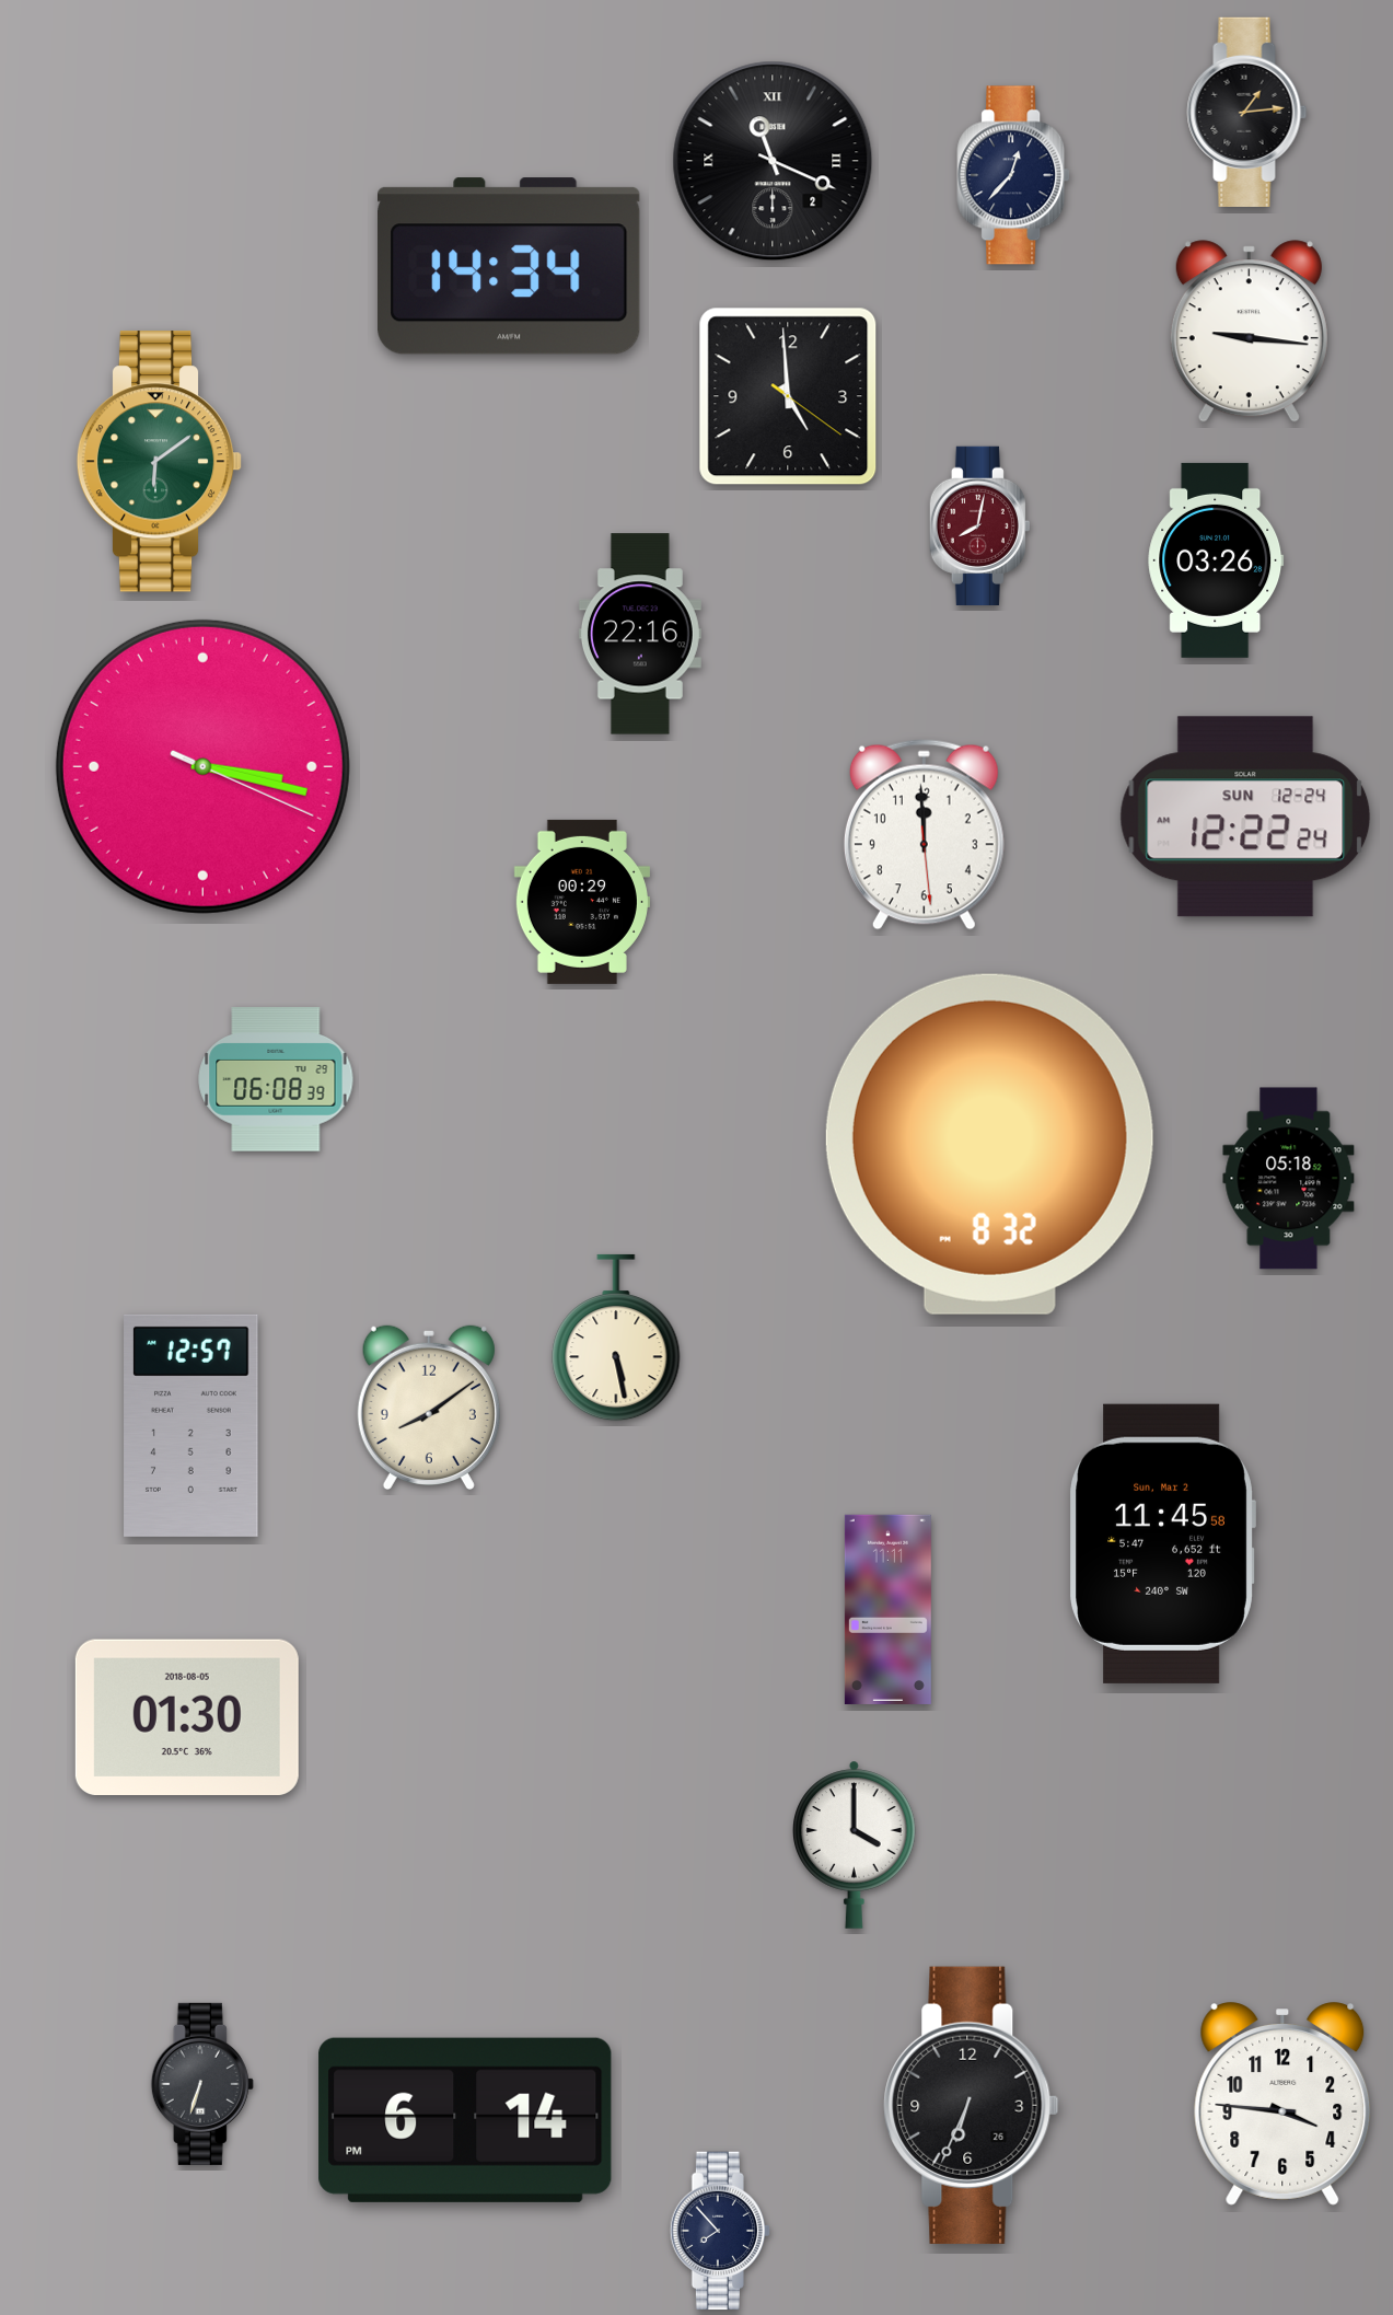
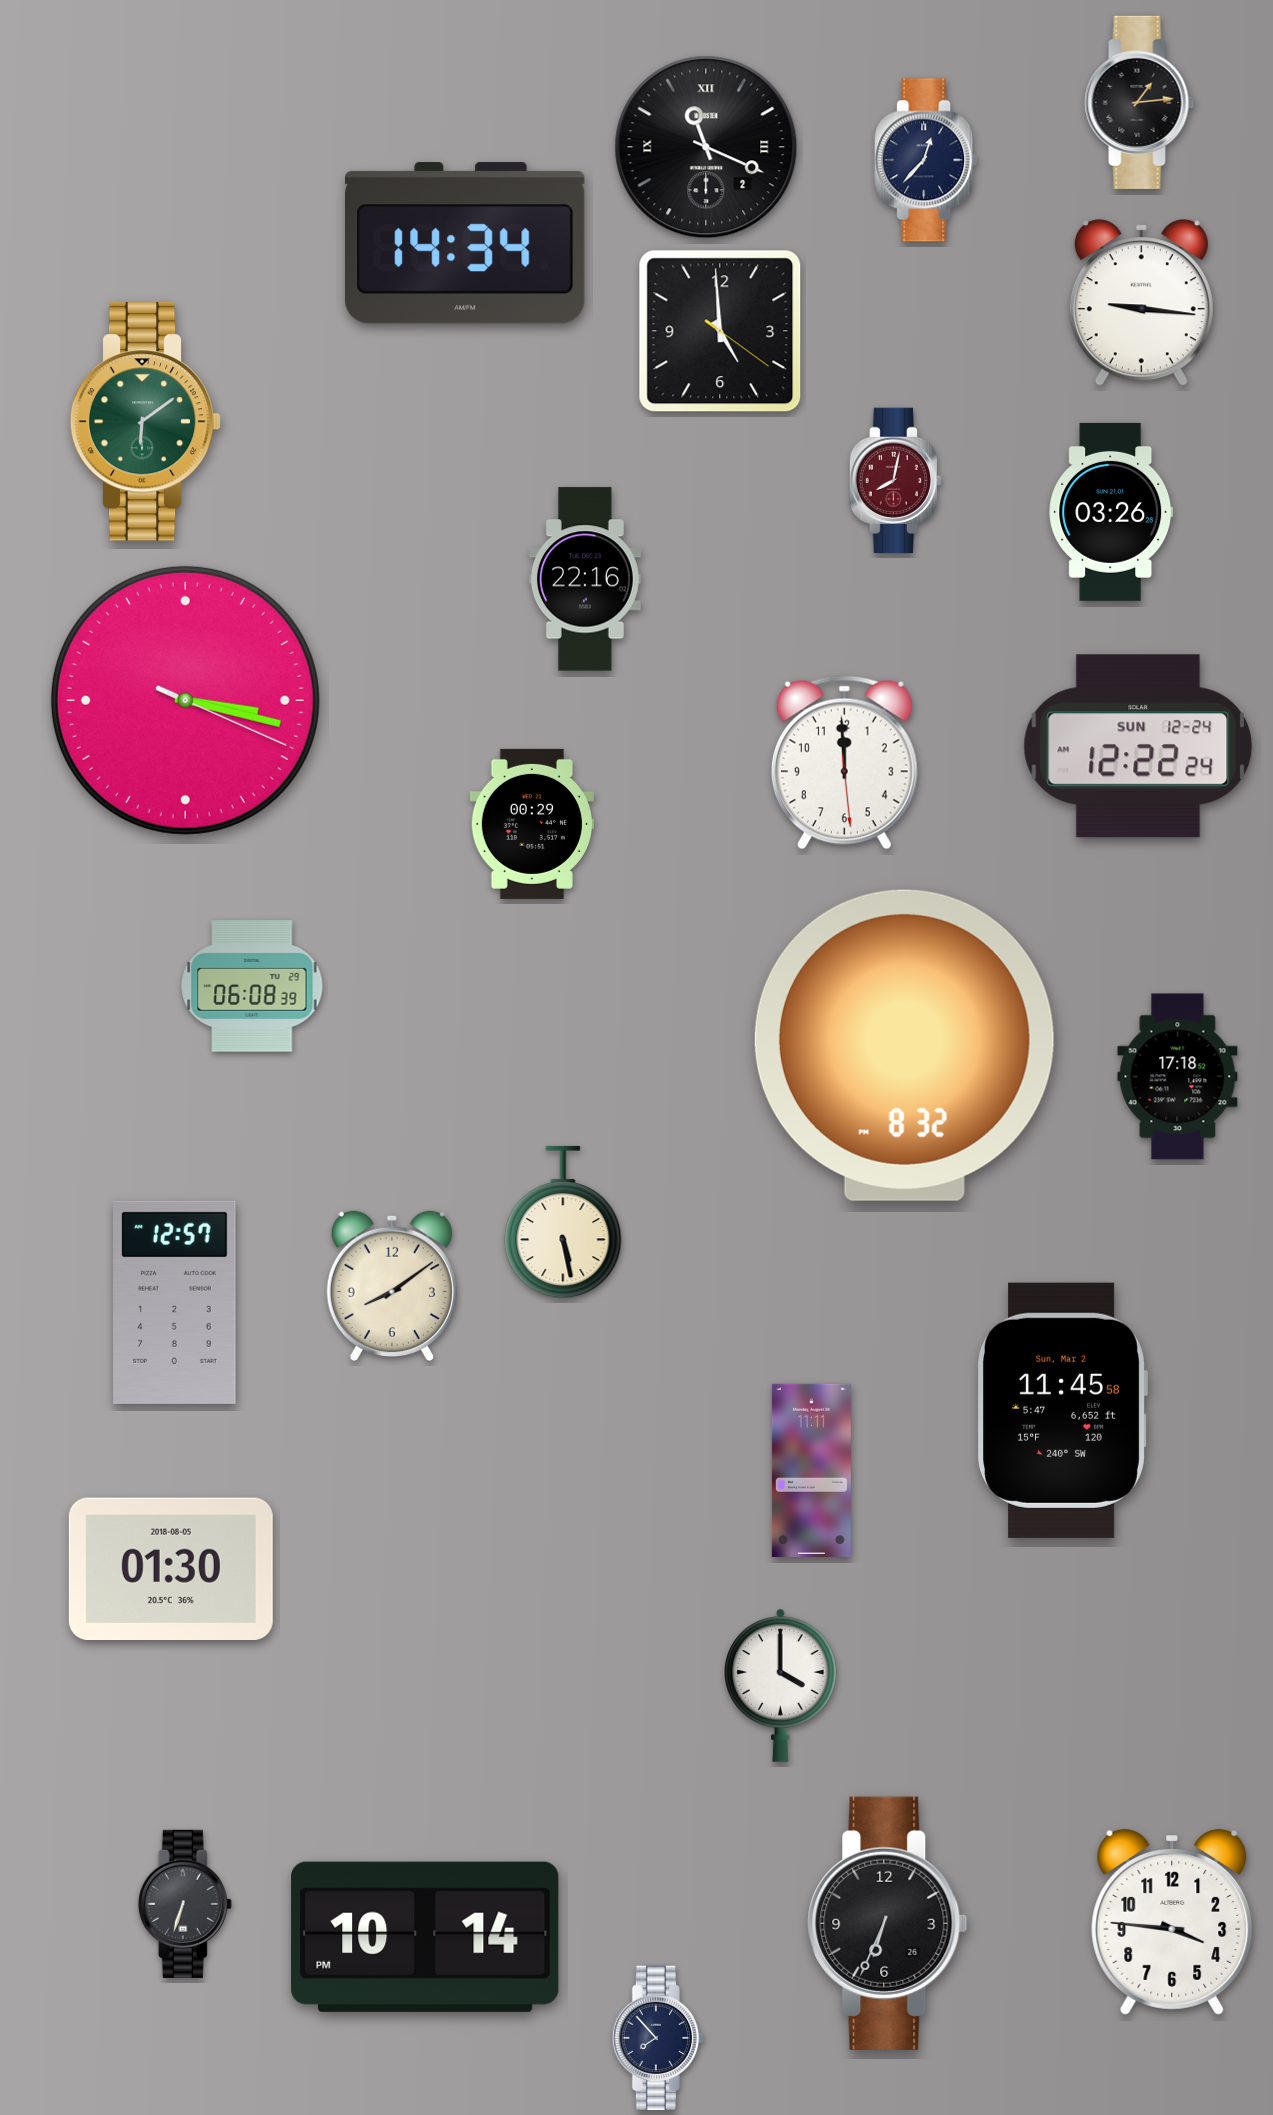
clock at (788, 396) position: (788, 396) -> (720, 331)
clock at (1289, 1179): 05:18 -> 17:18
clock at (465, 2120): 6:14 -> 10:14
